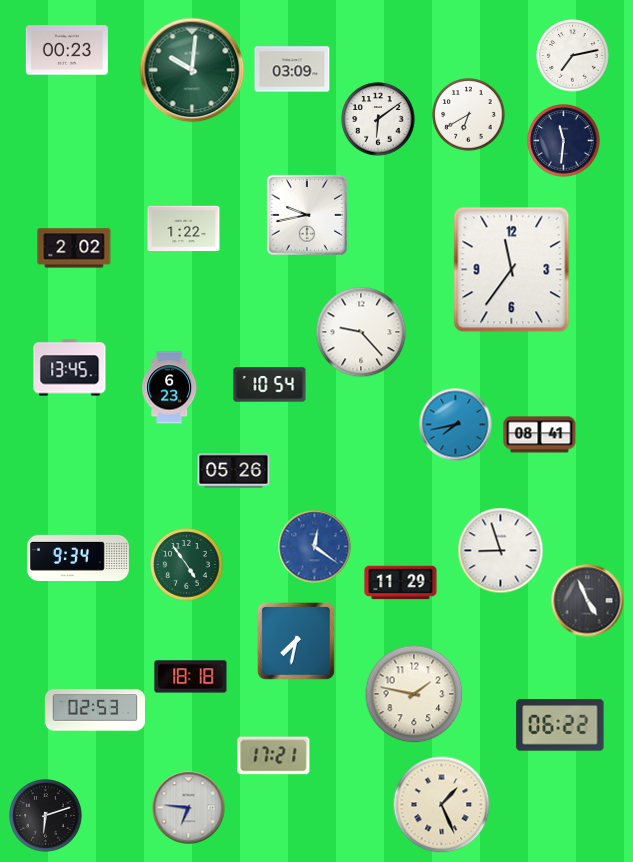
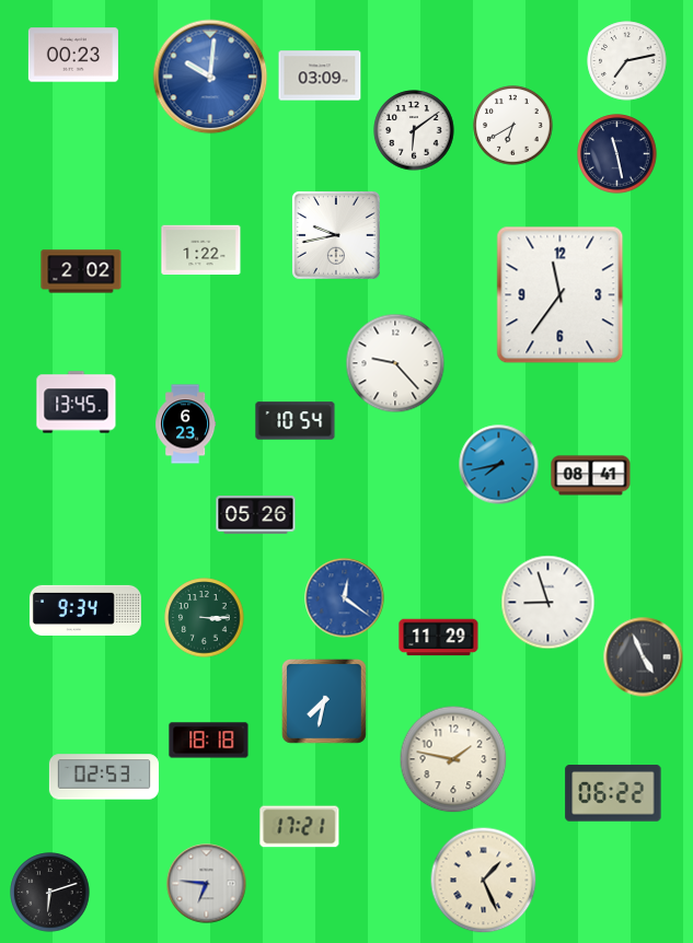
clock at (192, 70) dial: green -> blue
clock at (564, 141): 11:31 -> 11:28
clock at (187, 565): 4:54 -> 3:15
